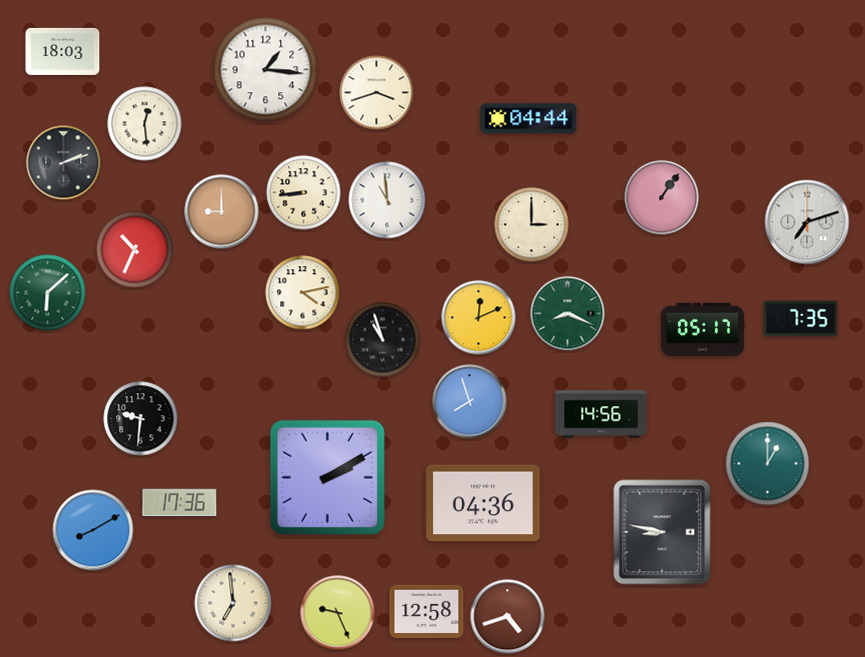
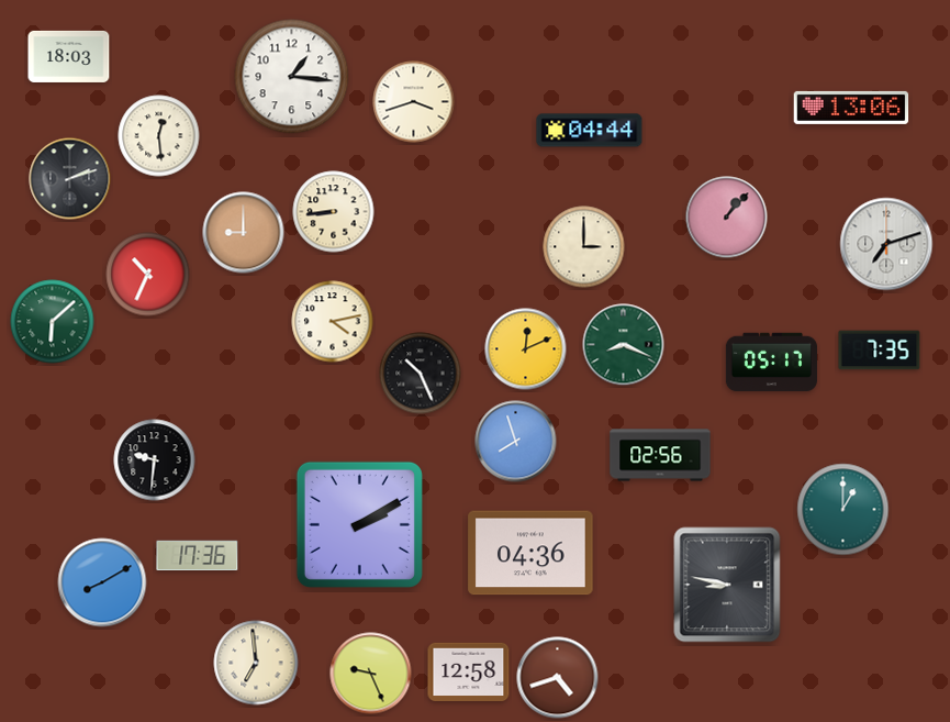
clock at (851, 108): none -> 13:06
clock at (529, 119) position: (529, 119) -> (590, 131)
clock at (662, 198): 1:06 -> 1:07
clock at (387, 200): 10:59 -> none
clock at (383, 340): 10:57 -> 10:26
clock at (601, 414): 14:56 -> 02:56
clock at (180, 503) position: (180, 503) -> (198, 556)
